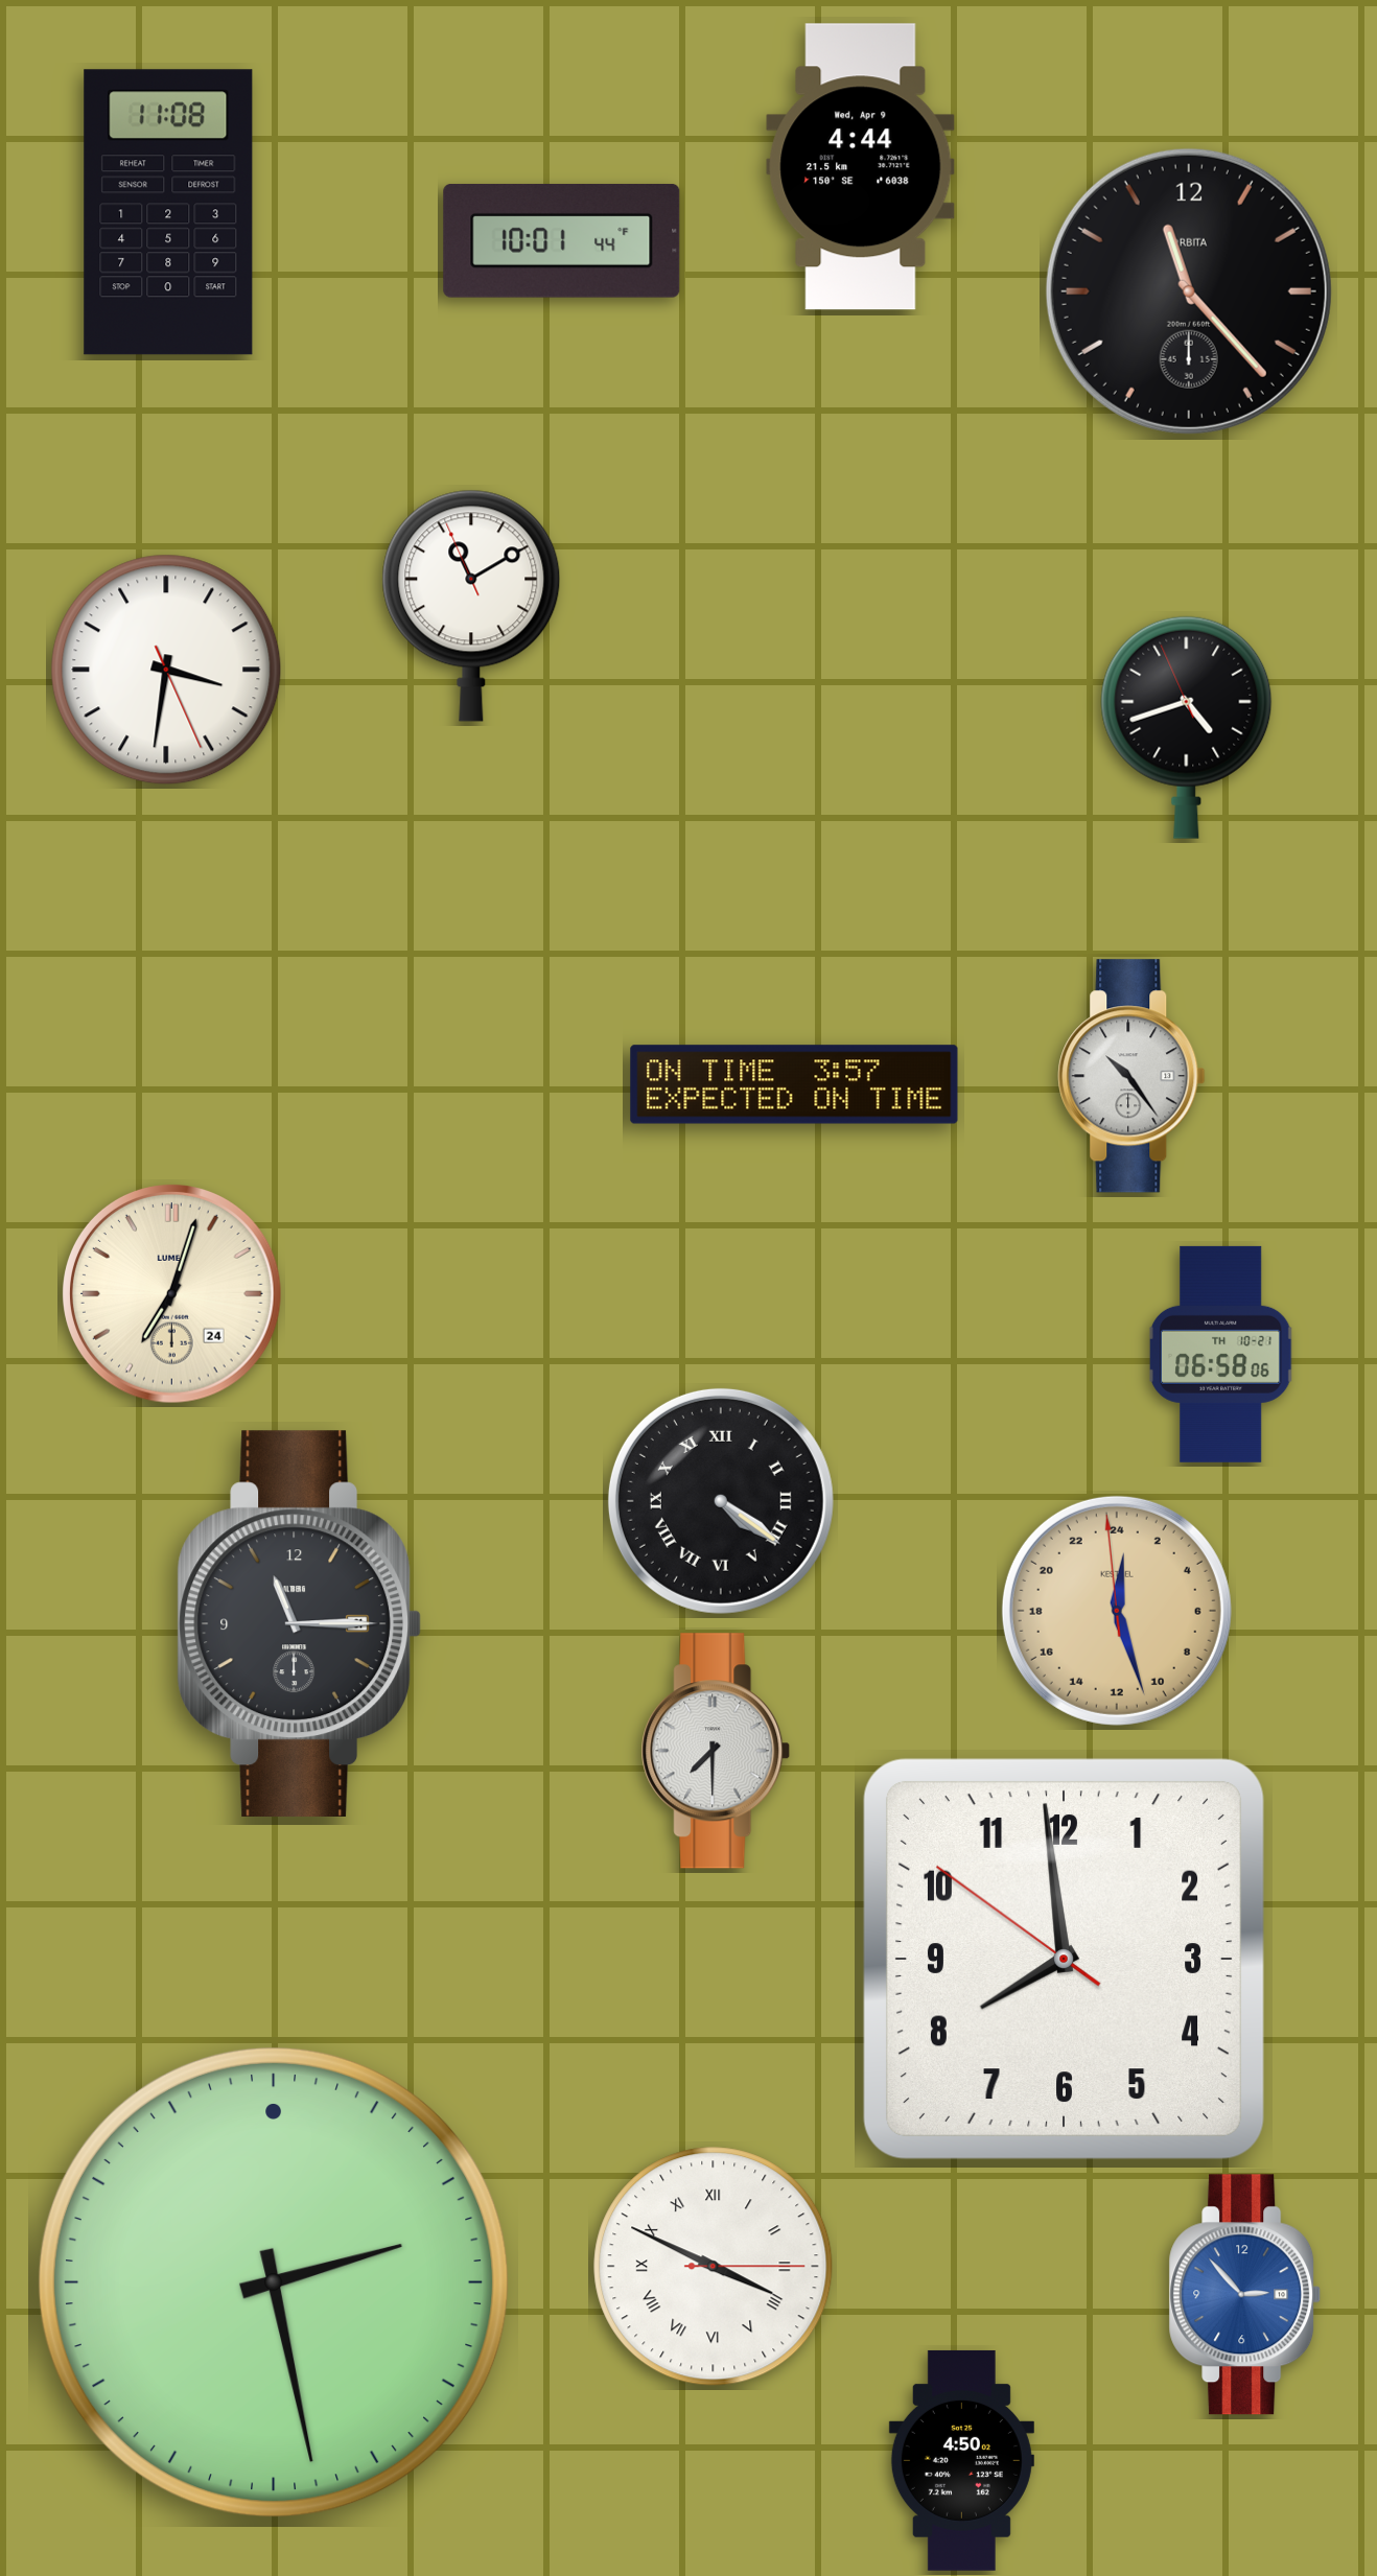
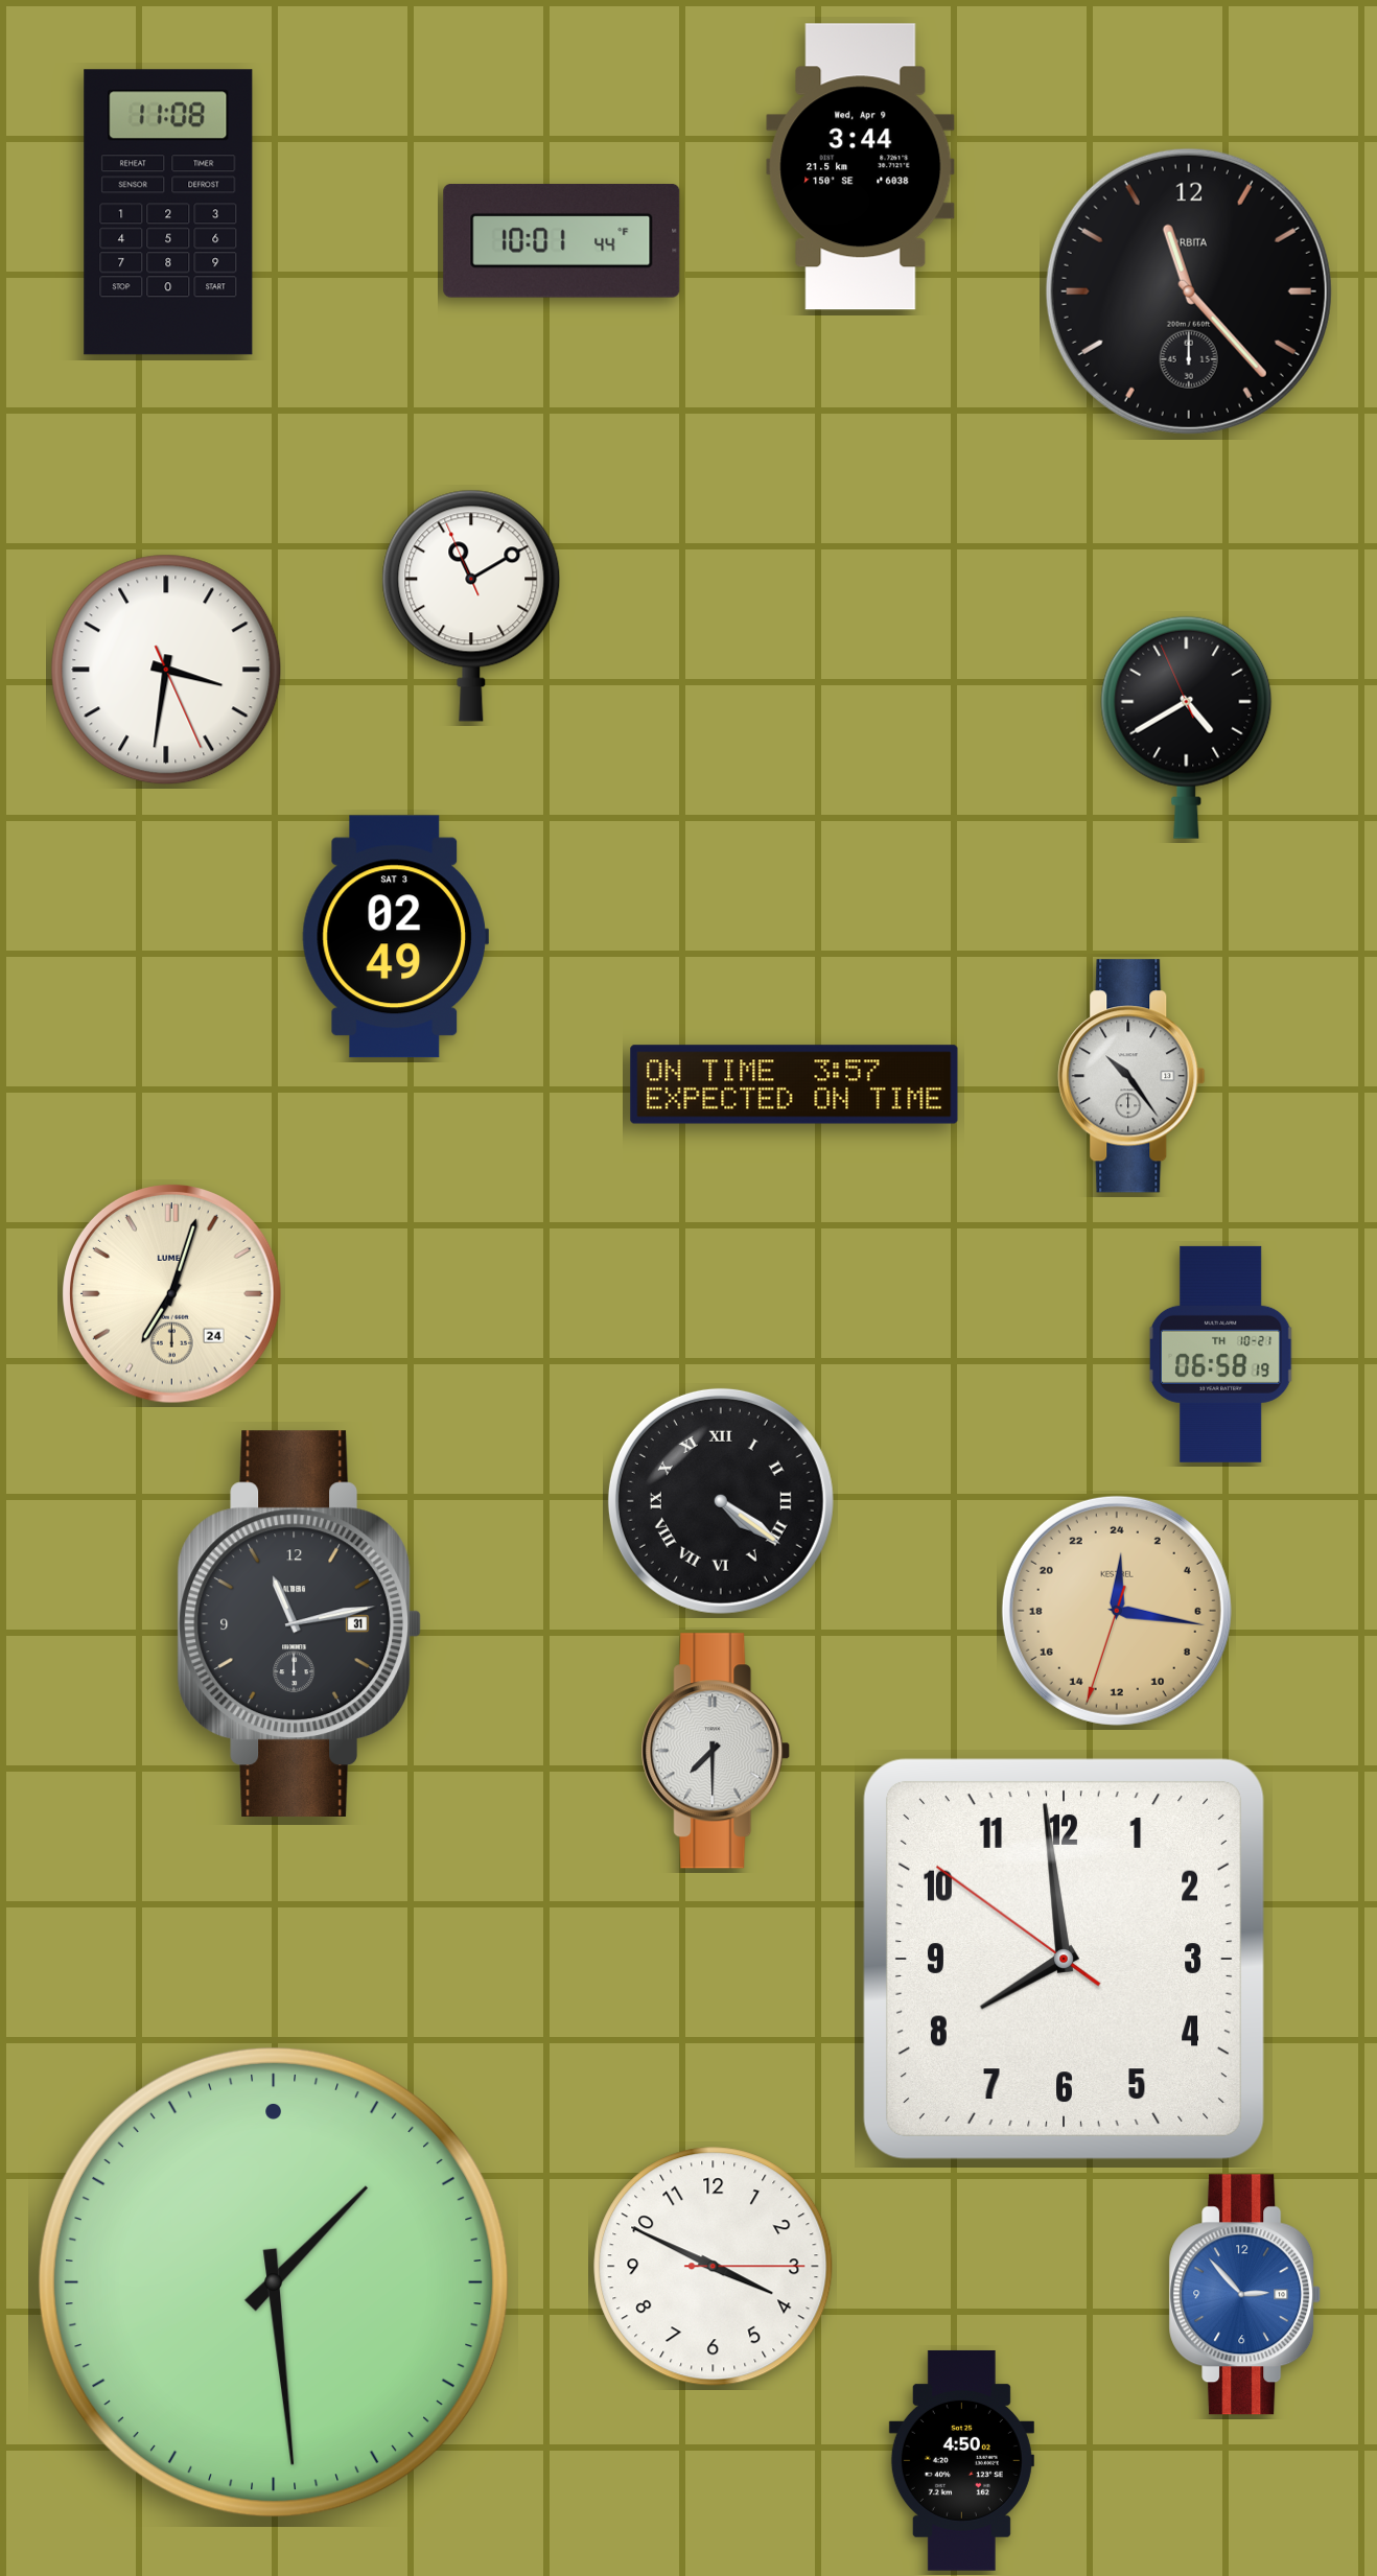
clock at (861, 167): 4:44 -> 3:44
clock at (1187, 727): 4:41 -> 4:39
clock at (395, 937): none -> 02:49
clock at (1220, 1354): 06:58:06 -> 06:58:19
clock at (1117, 1611): 0:26 -> 0:16
clock at (299, 1623): 11:15 -> 11:13
clock at (714, 2267) numerals: Roman -> Arabic
clock at (274, 2282): 2:28 -> 1:29
